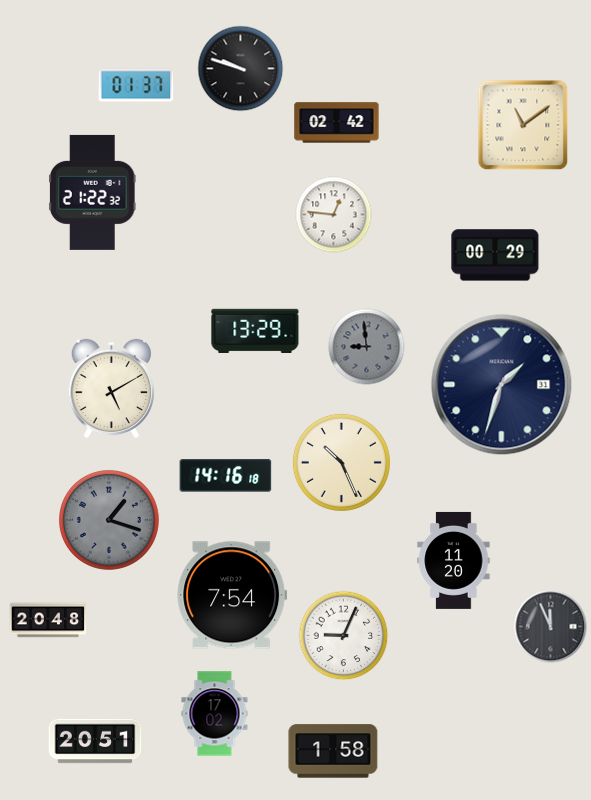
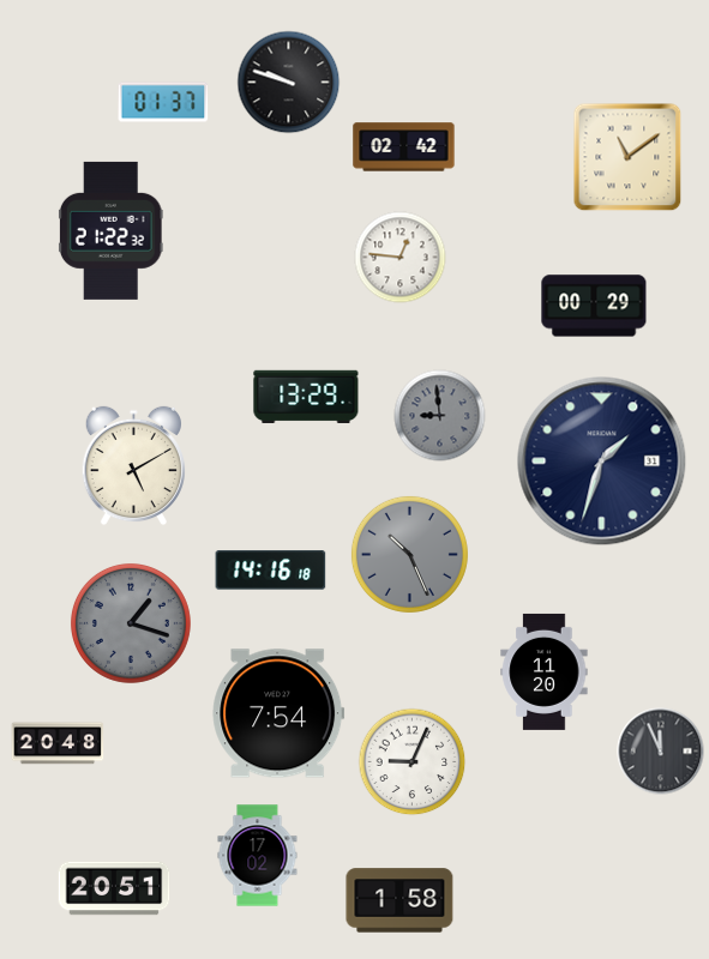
clock at (523, 125) position: (523, 125) -> (627, 157)
clock at (341, 462) dial: cream -> grey
